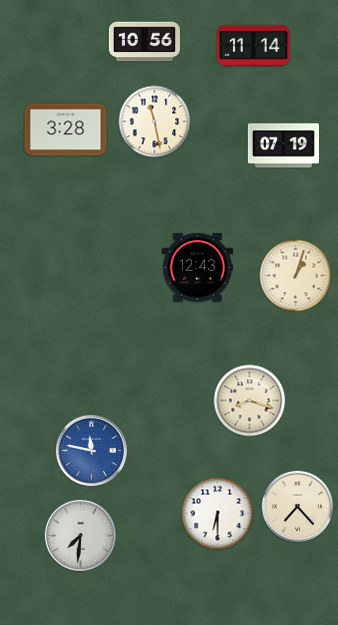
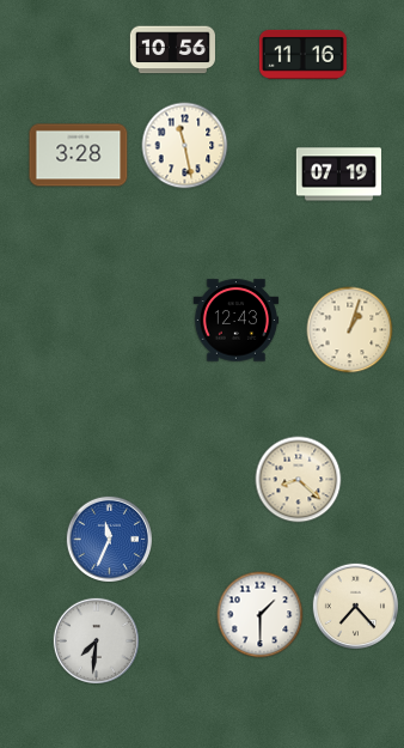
clock at (253, 45): 11:14 -> 11:16
clock at (296, 276) position: (296, 276) -> (350, 330)
clock at (250, 401): 8:18 -> 8:22
clock at (91, 450): 11:47 -> 11:34
clock at (218, 514): 6:30 -> 1:30
